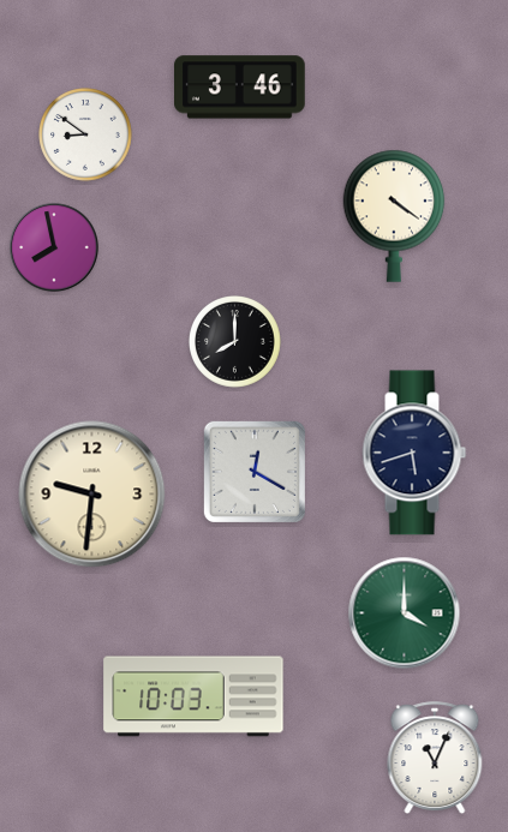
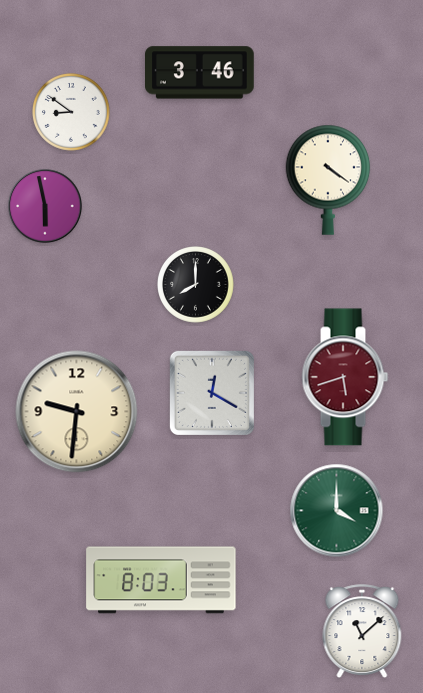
clock at (54, 247): 7:58 -> 5:58
clock at (414, 453) dial: navy -> burgundy
clock at (193, 696): 10:03 -> 8:03
clock at (435, 758): 11:04 -> 11:08
